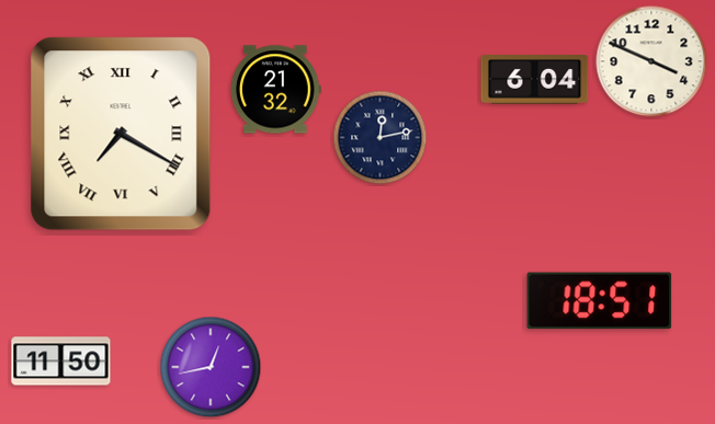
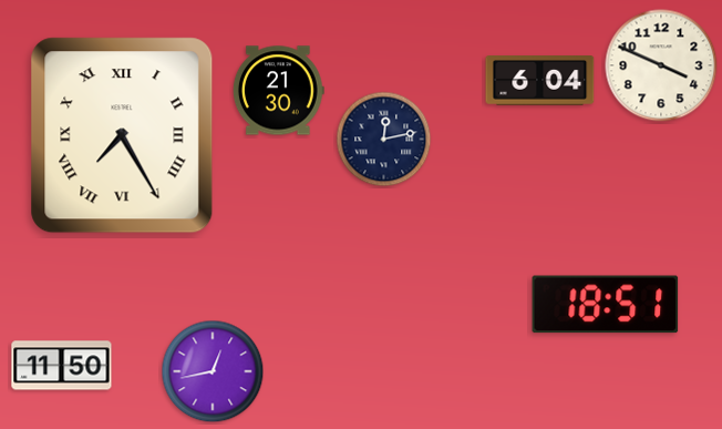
clock at (651, 61) position: (651, 61) -> (661, 65)
clock at (275, 90): 21:32 -> 21:30
clock at (121, 134): 7:20 -> 7:25
